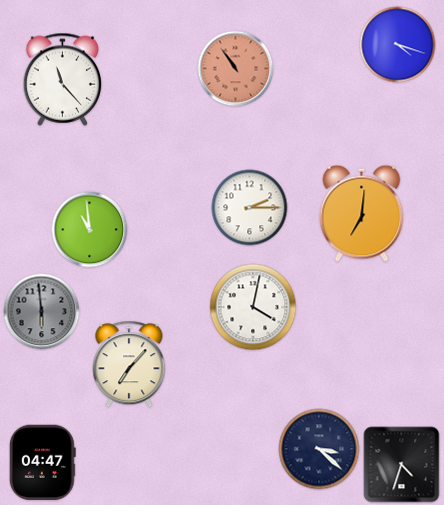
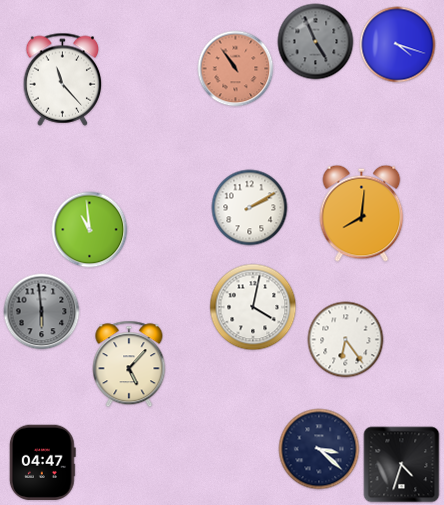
clock at (316, 42): none -> 4:56
clock at (250, 208): 2:15 -> 2:10
clock at (362, 213): 7:01 -> 8:01
clock at (346, 340): none -> 6:24
clock at (129, 364): 7:07 -> 5:07
